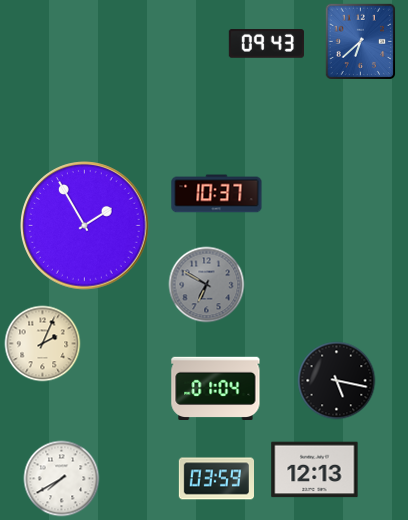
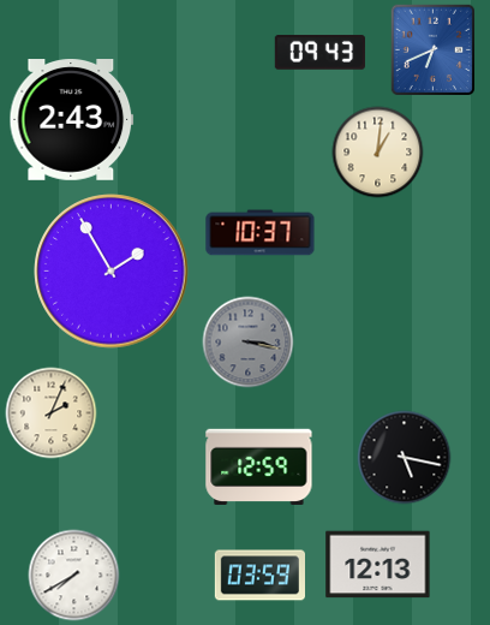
clock at (360, 41): 6:38 -> 6:41
clock at (72, 120): none -> 2:43
clock at (378, 153): none -> 1:01
clock at (85, 226) position: (85, 226) -> (112, 272)
clock at (207, 285): 6:50 -> 3:17
clock at (216, 388): 01:04 -> 12:59
